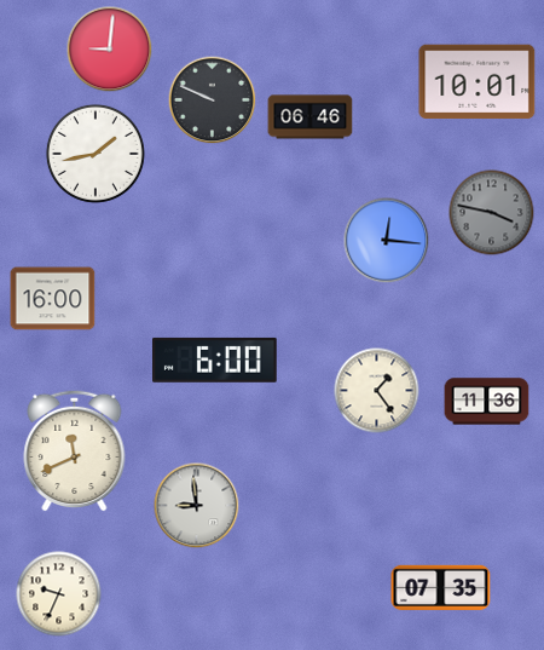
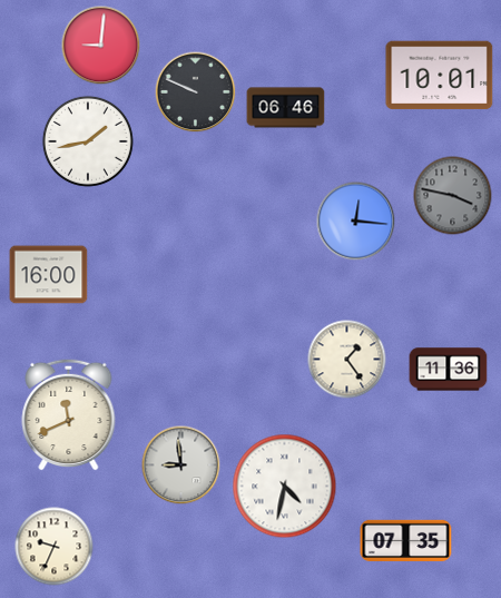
clock at (215, 359): 6:00 -> none
clock at (285, 487): none -> 4:32
